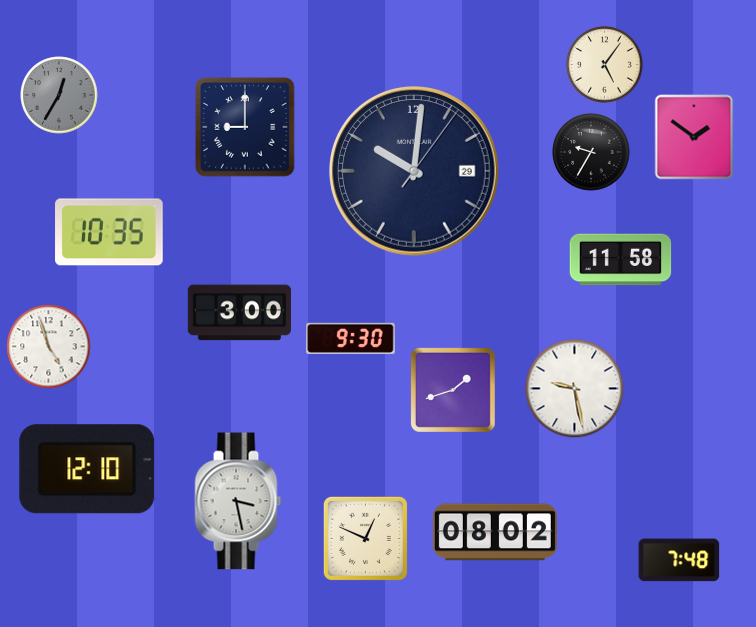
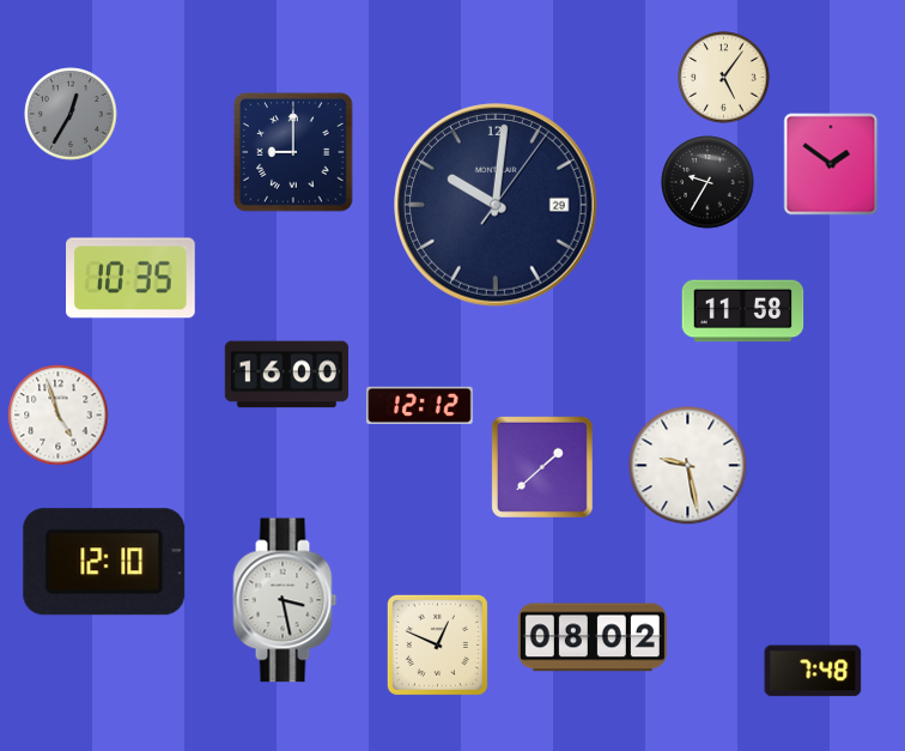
clock at (239, 313): 3:00 -> 16:00
clock at (351, 338): 9:30 -> 12:12
clock at (453, 390): 1:42 -> 1:38
